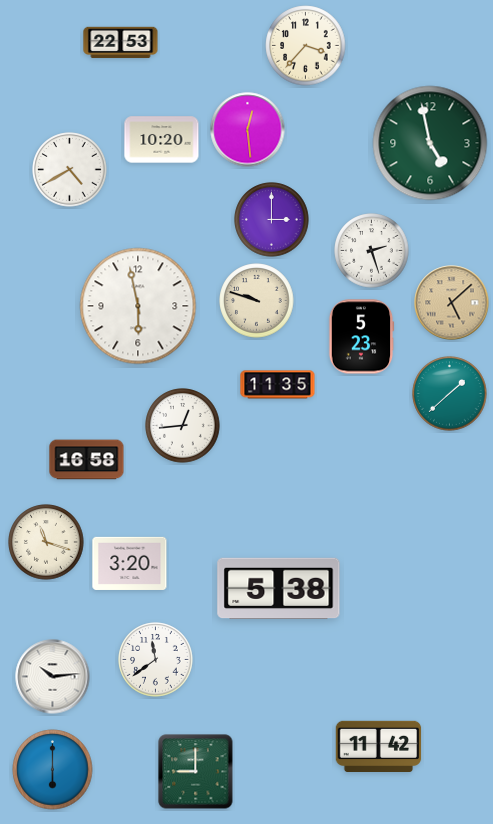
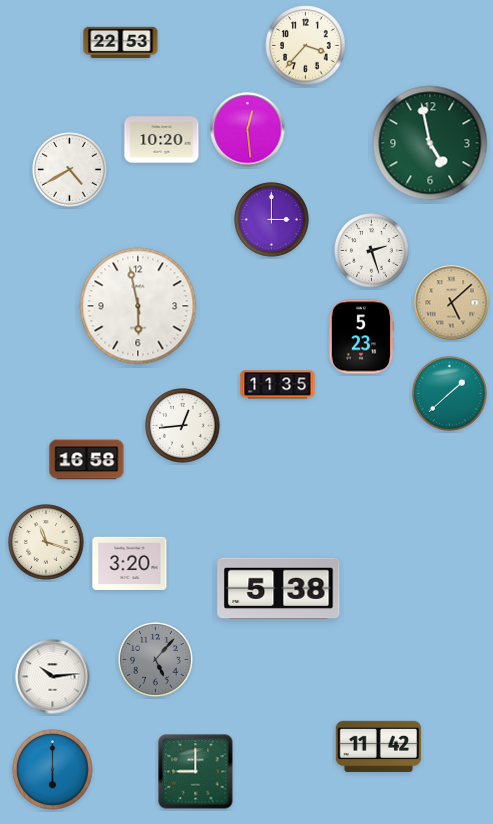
clock at (257, 301): 9:48 -> none
clock at (156, 660): 11:39 -> 5:07
clock at (156, 660) dial: white -> grey
